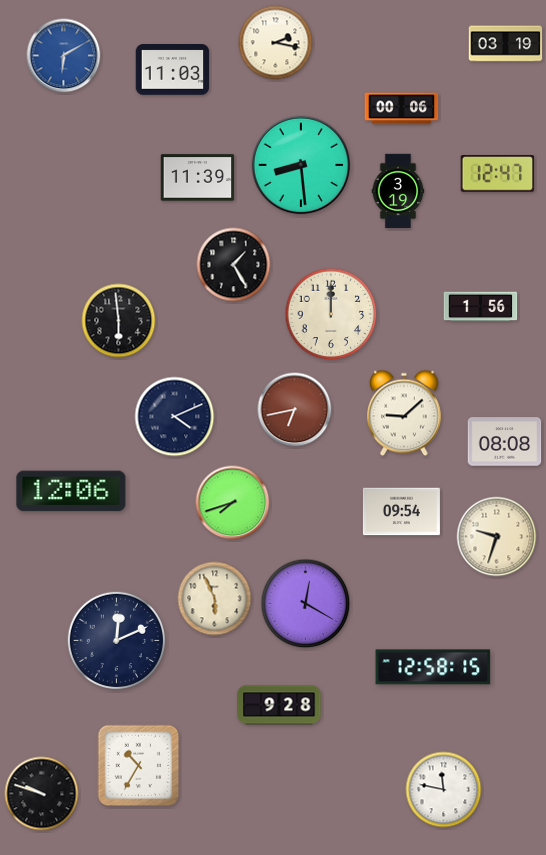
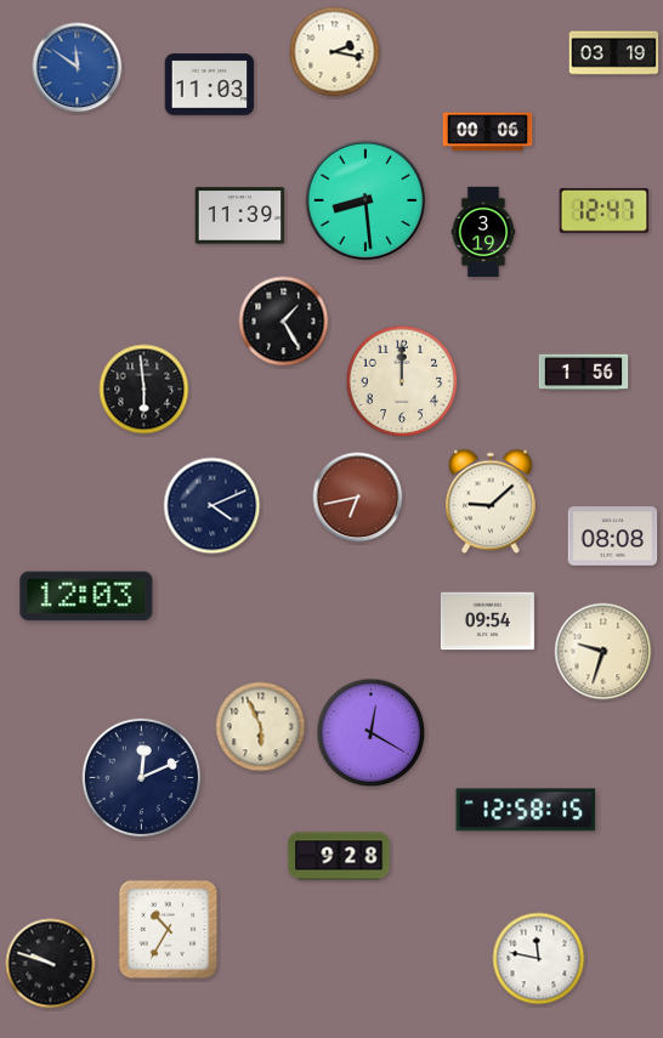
clock at (64, 56): 6:10 -> 11:51
clock at (71, 491): 12:06 -> 12:03
clock at (233, 503): 7:42 -> none
